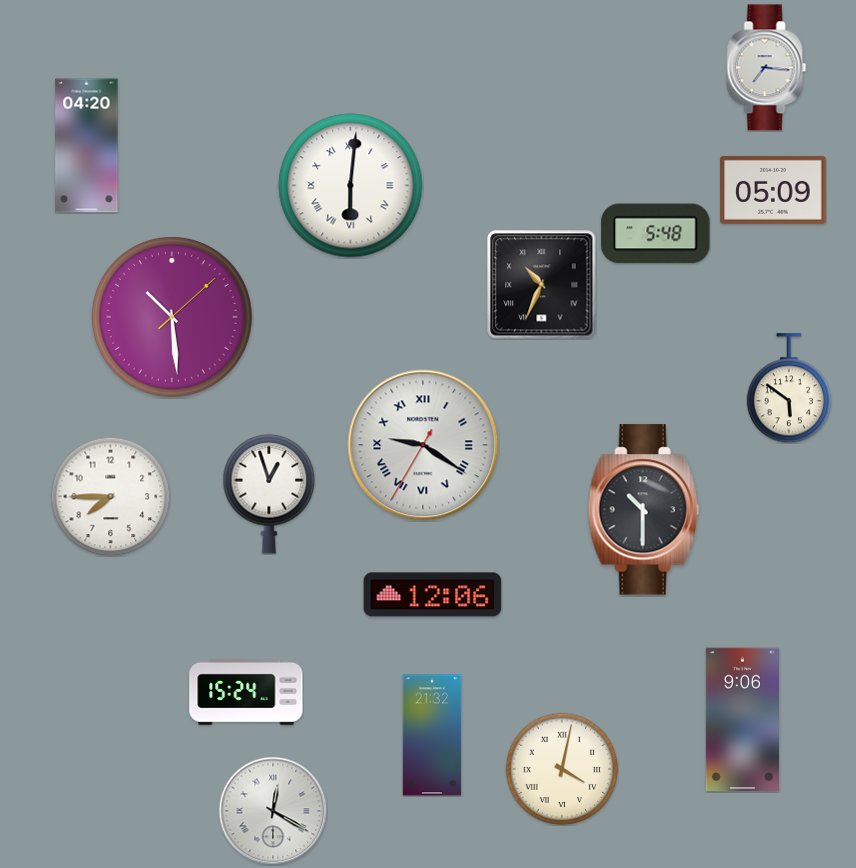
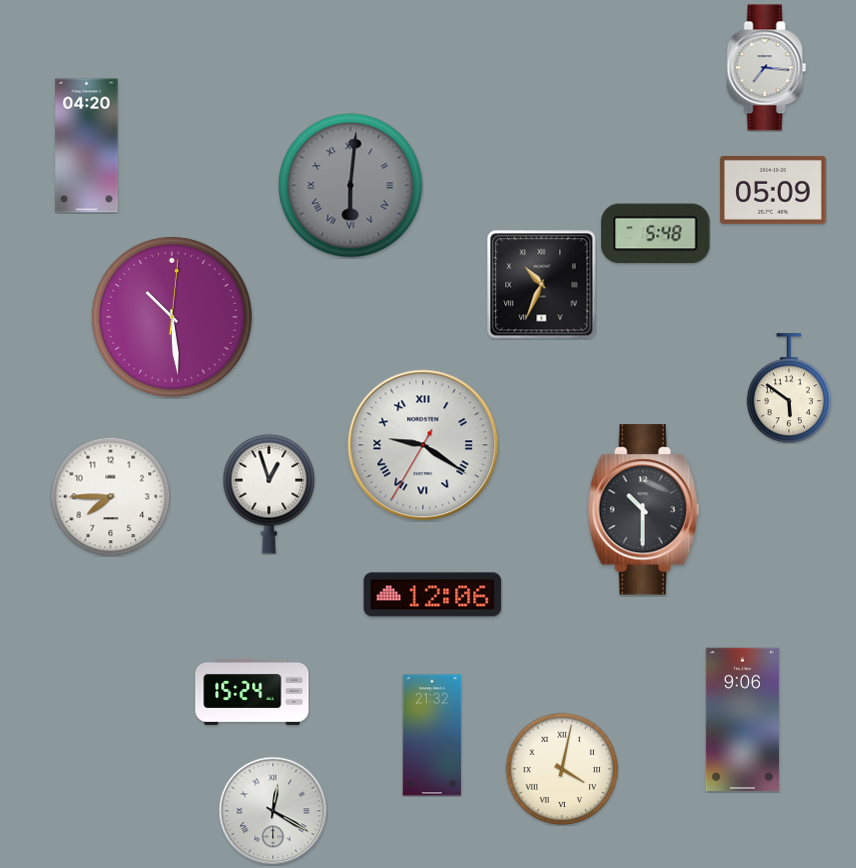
clock at (351, 186) dial: white -> grey
clock at (172, 317): 10:29:08 -> 10:29:01
clock at (246, 692) position: (246, 692) -> (252, 692)
